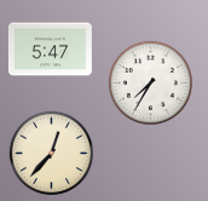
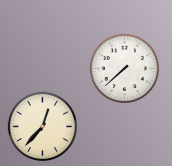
clock at (50, 50): 5:47 -> none
clock at (151, 84): 7:35 -> 7:38
